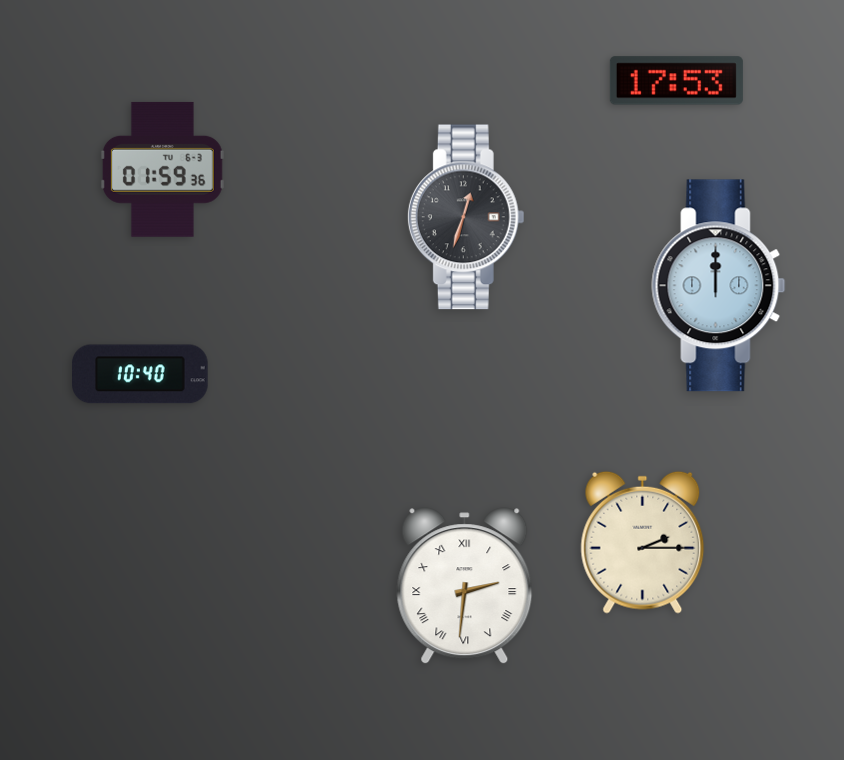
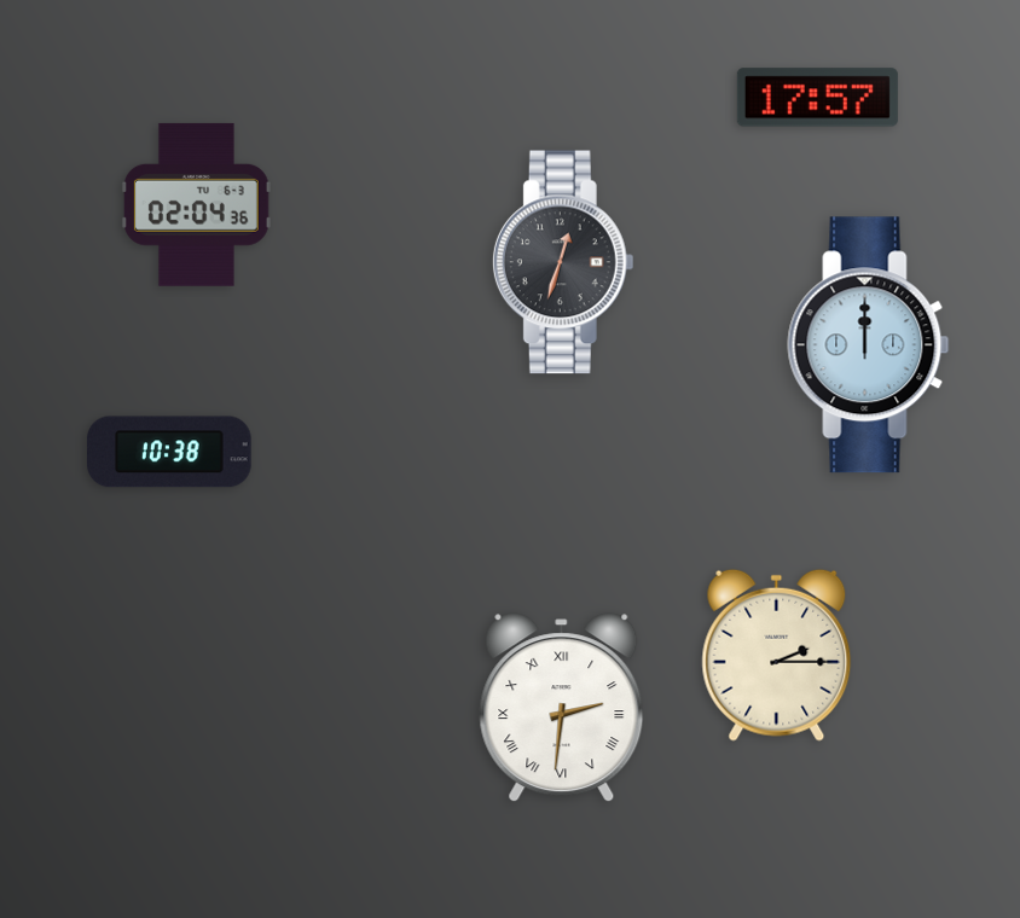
clock at (676, 81): 17:53 -> 17:57
clock at (162, 169): 01:59 -> 02:04
clock at (141, 374): 10:40 -> 10:38
